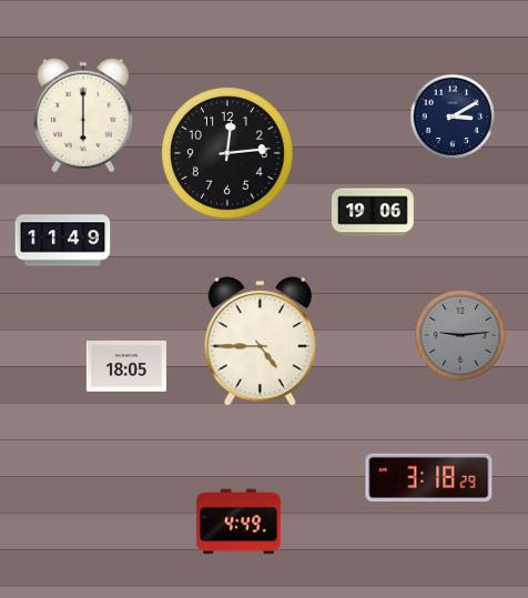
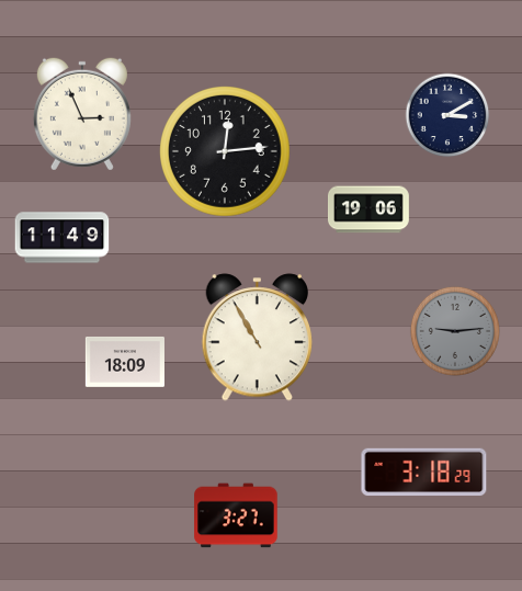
clock at (83, 115): 6:00 -> 2:56
clock at (261, 342): 4:45 -> 10:55
clock at (126, 366): 18:05 -> 18:09
clock at (238, 521): 4:49 -> 3:27
